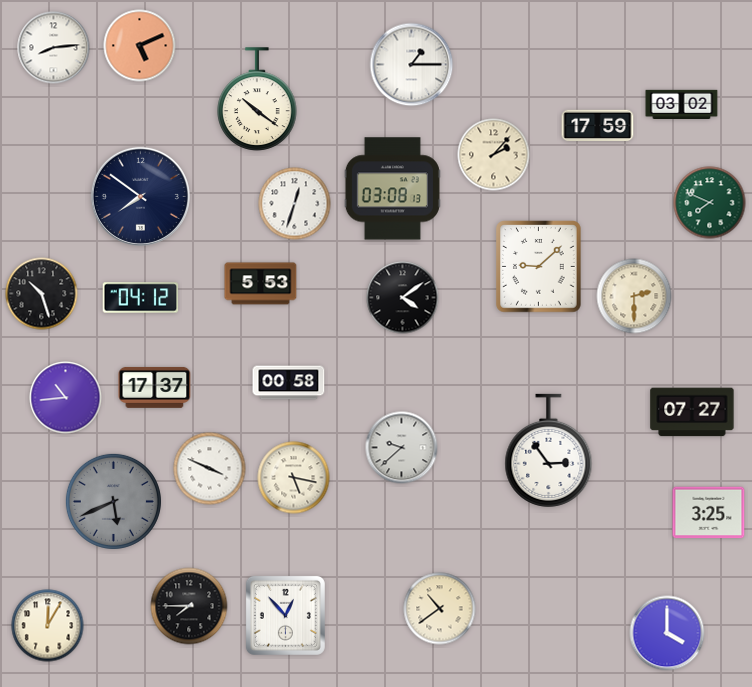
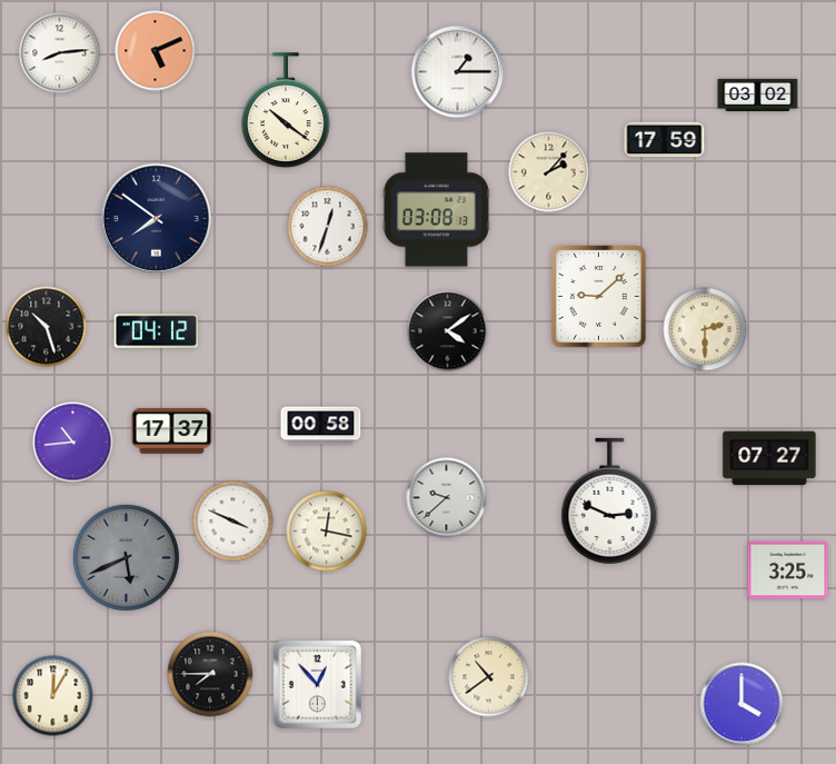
clock at (682, 105) position: (682, 105) -> (758, 96)
clock at (710, 203): 7:49 -> none
clock at (261, 284): 5:53 -> none
clock at (549, 450): 2:54 -> 2:49
clock at (294, 478): 5:17 -> 12:17
